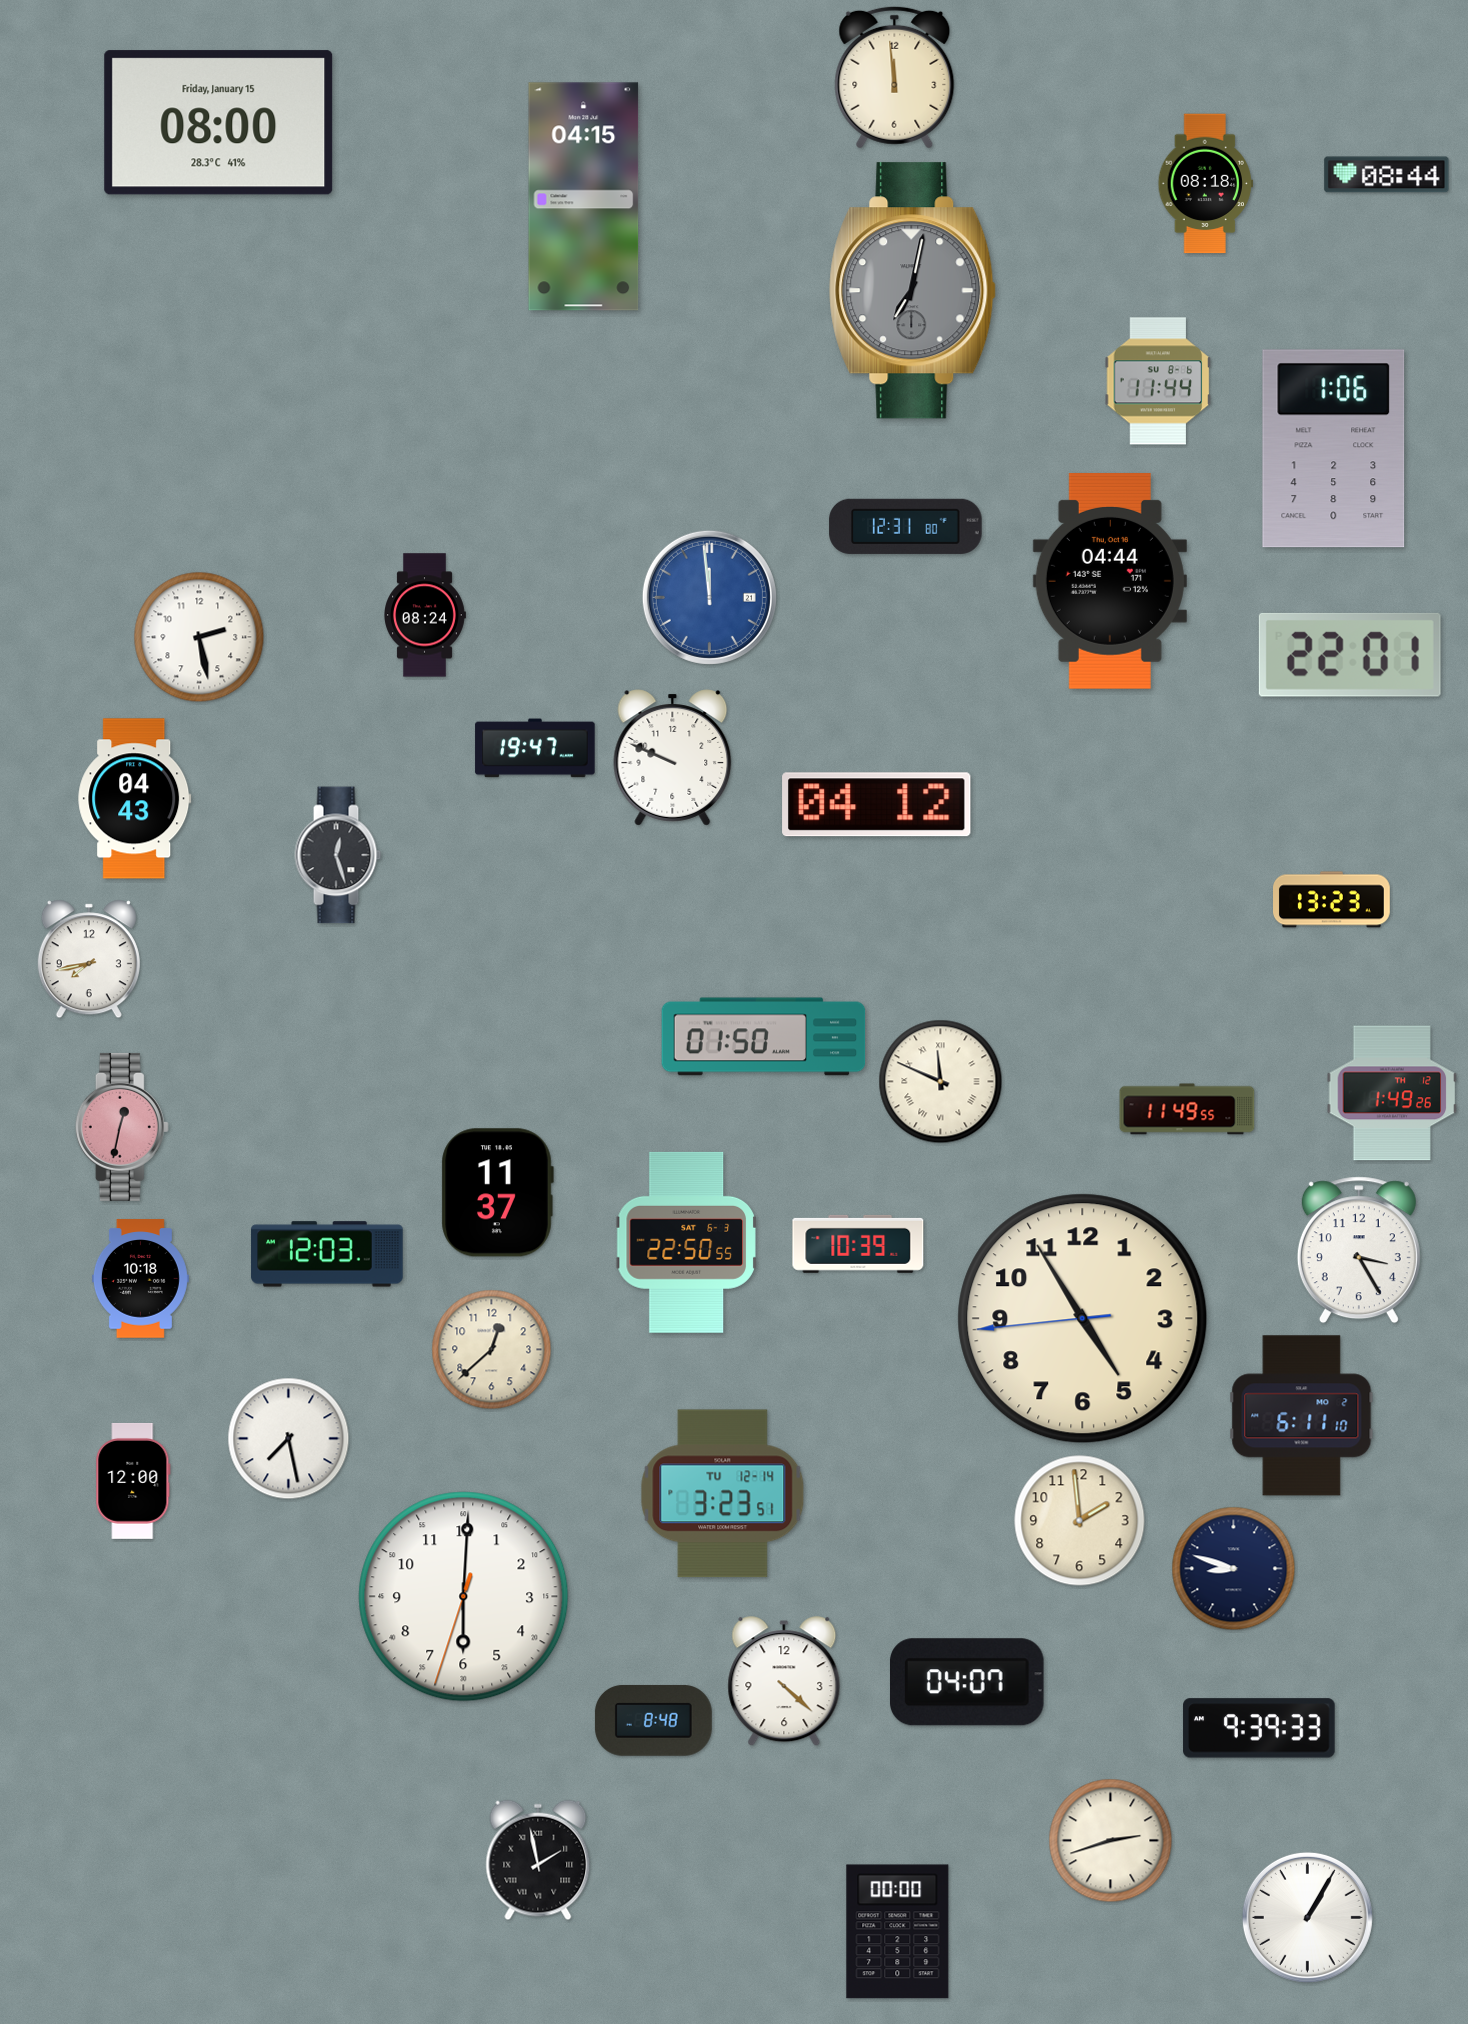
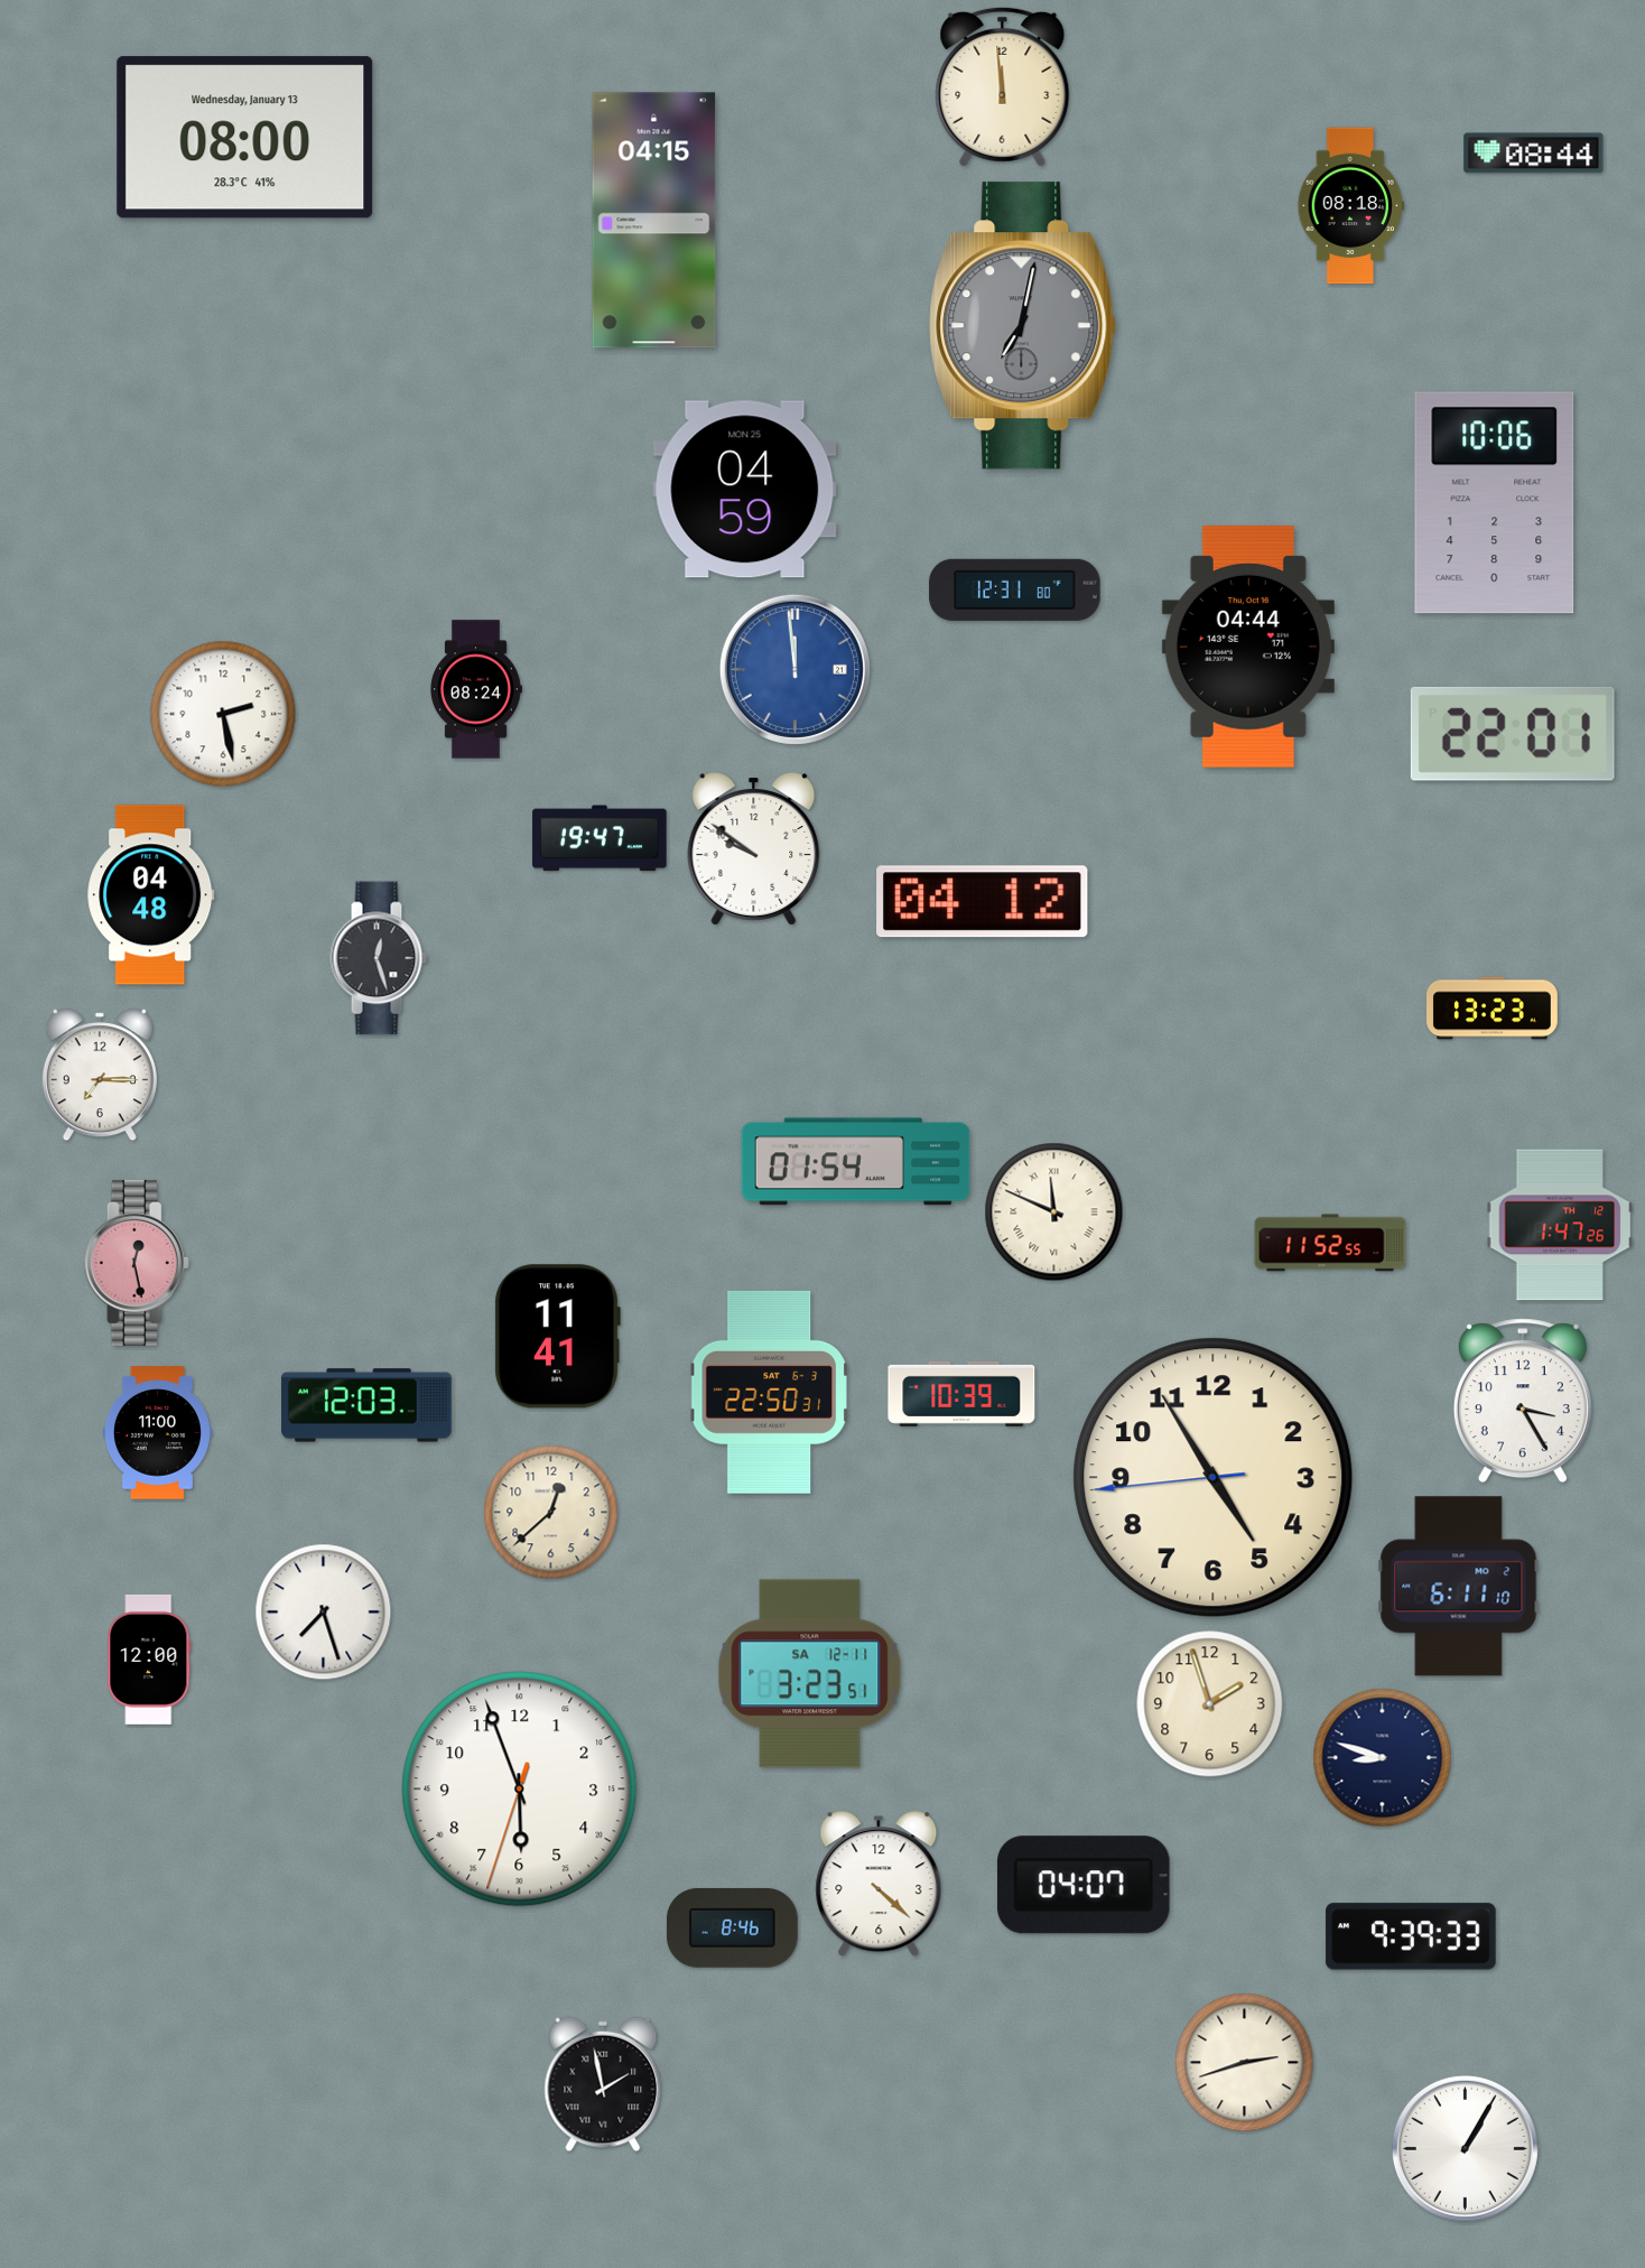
clock at (219, 123) date: Friday, January 15 -> Wednesday, January 13
clock at (1387, 175) position: (1387, 175) -> (1534, 154)
clock at (1158, 381): 11:44 -> none
clock at (745, 490): none -> 04:59
clock at (1334, 449): 1:06 -> 10:06
clock at (1110, 581) position: (1110, 581) -> (1248, 647)
clock at (673, 758): 9:49 -> 9:51
clock at (135, 799): 04:43 -> 04:48
clock at (89, 959): 7:43 -> 7:15
clock at (764, 1037): 01:50 -> 01:54
clock at (1392, 1093): 1:49 -> 1:47
clock at (1187, 1109): 11:49 -> 11:52
clock at (122, 1127): 12:32 -> 12:28
clock at (497, 1193): 11:37 -> 11:41
clock at (686, 1242): 22:50:55 -> 22:50:31
clock at (140, 1279): 10:18 -> 11:00
clock at (289, 1439): 7:28 -> 7:27
clock at (723, 1494) date: TU 12-14 -> SA 12-11
clock at (1080, 1521): 1:59 -> 1:57
clock at (464, 1597): 6:00 -> 5:56
clock at (653, 1720): 8:48 -> 8:46
clock at (898, 1932): 00:00 -> none
